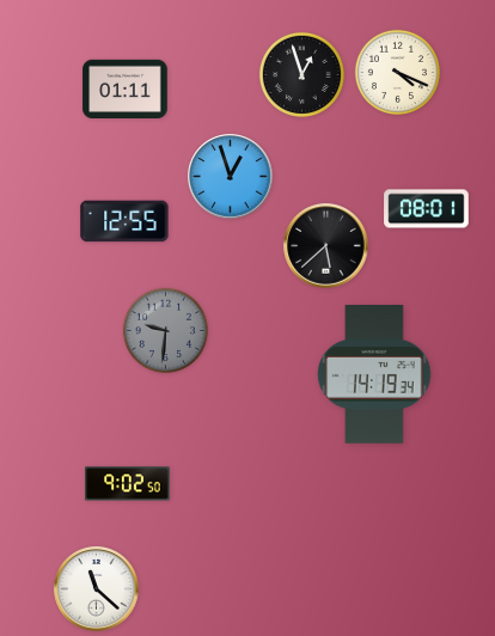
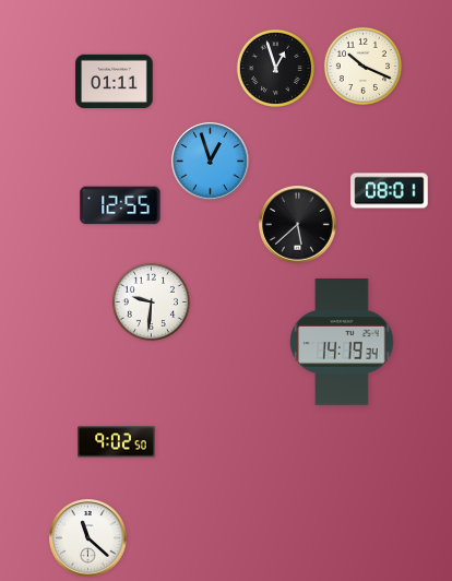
clock at (397, 72): 4:19 -> 10:19
clock at (124, 221) position: (124, 221) -> (120, 205)
clock at (165, 330) dial: grey -> white
